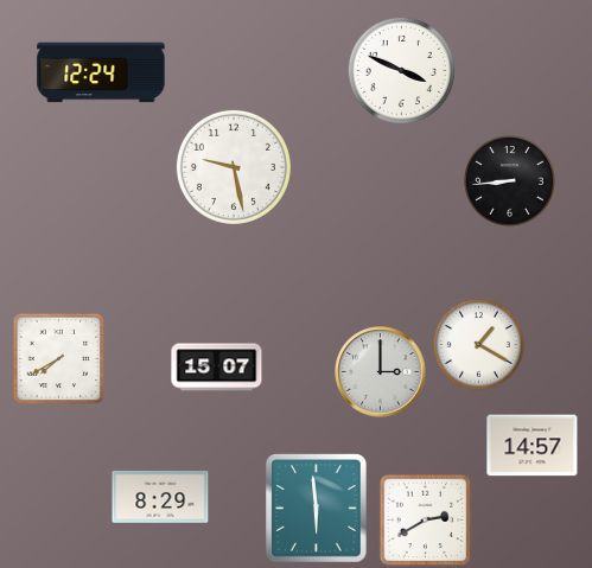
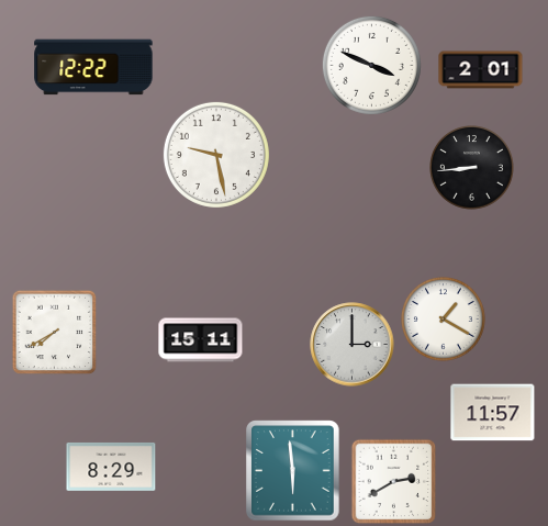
clock at (101, 72): 12:24 -> 12:22
clock at (481, 70): none -> 2:01
clock at (217, 368): 15:07 -> 15:11
clock at (533, 446): 14:57 -> 11:57
clock at (160, 497) position: (160, 497) -> (111, 467)
